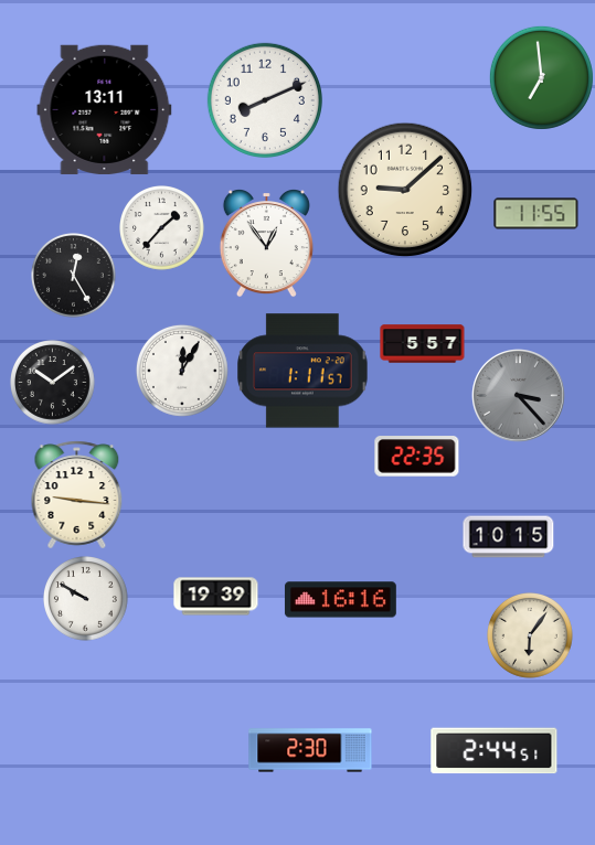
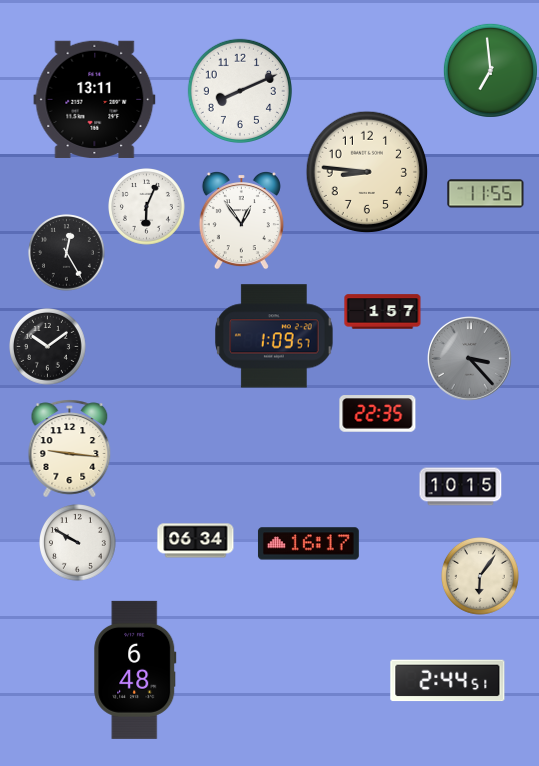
clock at (405, 190): 9:08 -> 8:46
clock at (162, 228): 1:37 -> 6:04
clock at (74, 276) position: (74, 276) -> (67, 253)
clock at (423, 344): 5:57 -> 1:57
clock at (182, 371): 12:05 -> none
clock at (302, 371): 1:11 -> 1:09
clock at (216, 597): 19:39 -> 06:34
clock at (340, 600): 16:16 -> 16:17
clock at (135, 670): none -> 6:48
clock at (310, 750): 2:30 -> none
